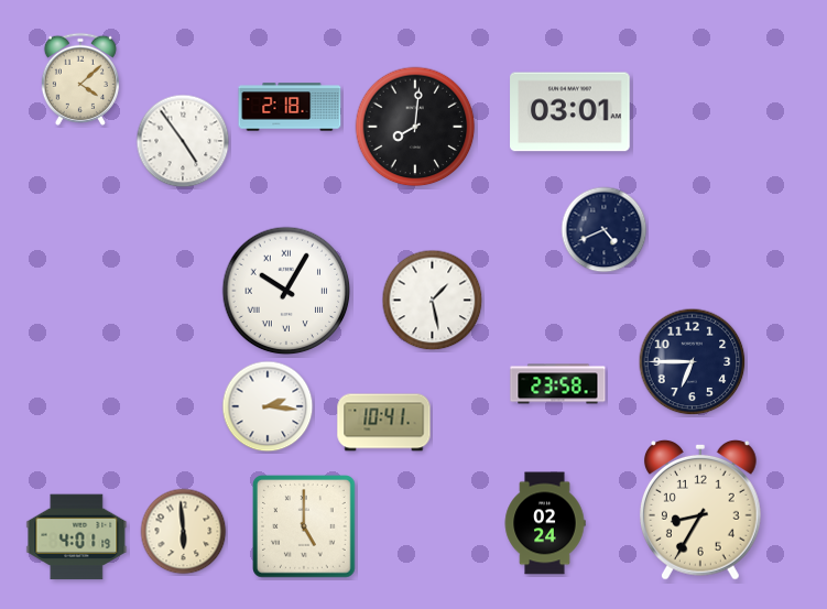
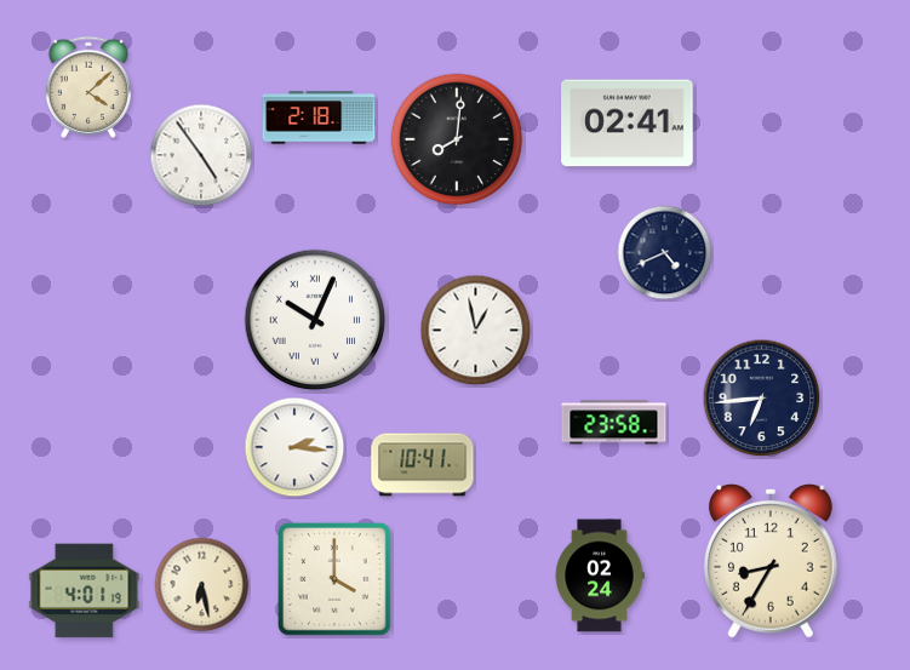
clock at (570, 112): 03:01 -> 02:41
clock at (286, 291): 10:05 -> 10:04
clock at (433, 301): 1:28 -> 12:58
clock at (693, 362): 6:45 -> 6:44
clock at (305, 528): 5:00 -> 4:00
clock at (184, 532): 5:59 -> 6:28
